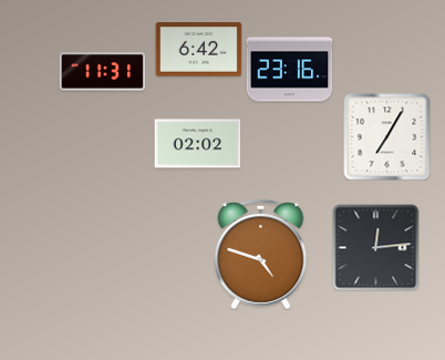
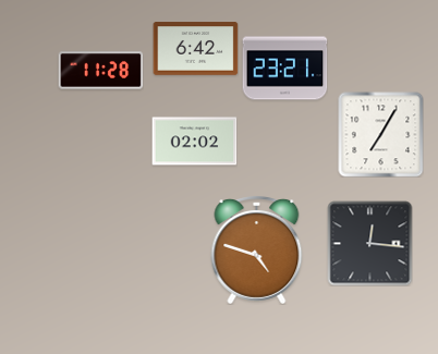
clock at (289, 70): 23:16 -> 23:21
clock at (102, 72): 11:31 -> 11:28
clock at (375, 247): 12:14 -> 12:16
